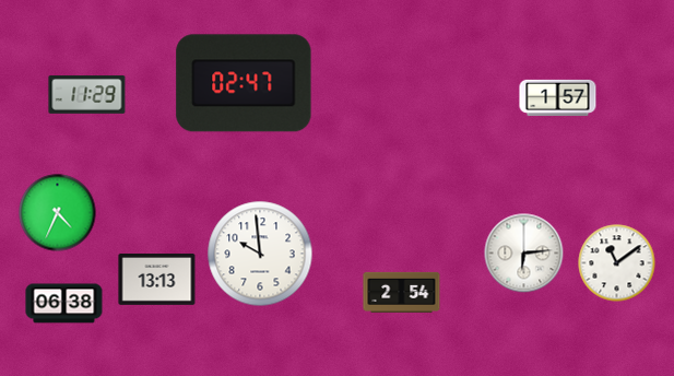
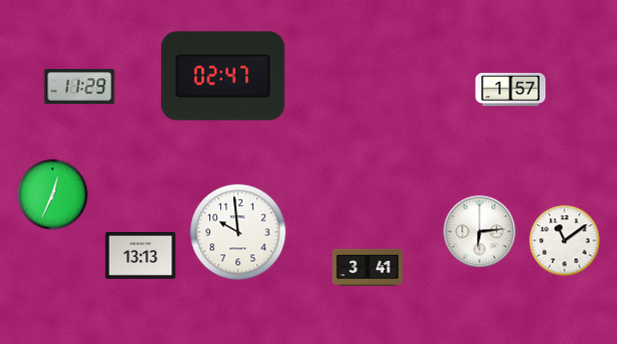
clock at (58, 213): 4:34 -> 12:34
clock at (157, 280) position: (157, 280) -> (141, 256)
clock at (402, 292): 2:54 -> 3:41
clock at (64, 304): 06:38 -> none
